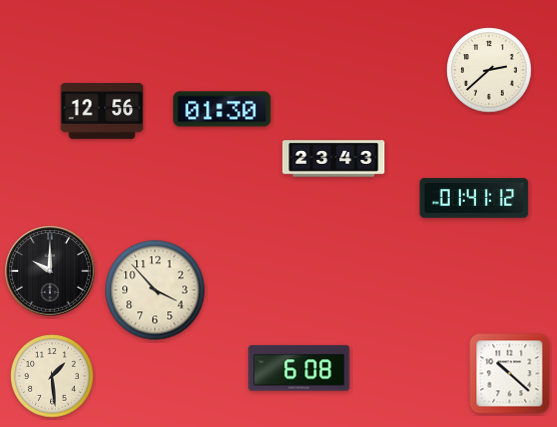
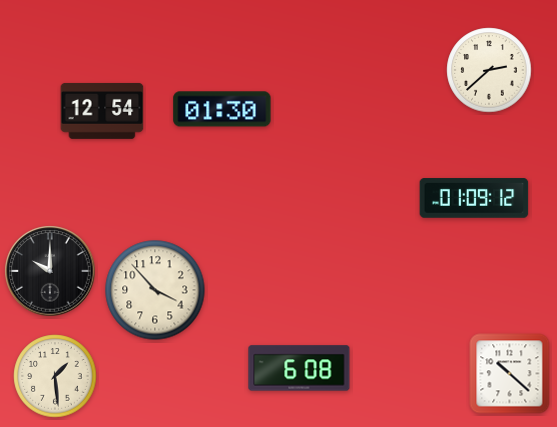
clock at (102, 111): 12:56 -> 12:54
clock at (334, 159): 23:43 -> none
clock at (474, 198): 01:41 -> 01:09
clock at (52, 376) position: (52, 376) -> (55, 376)
